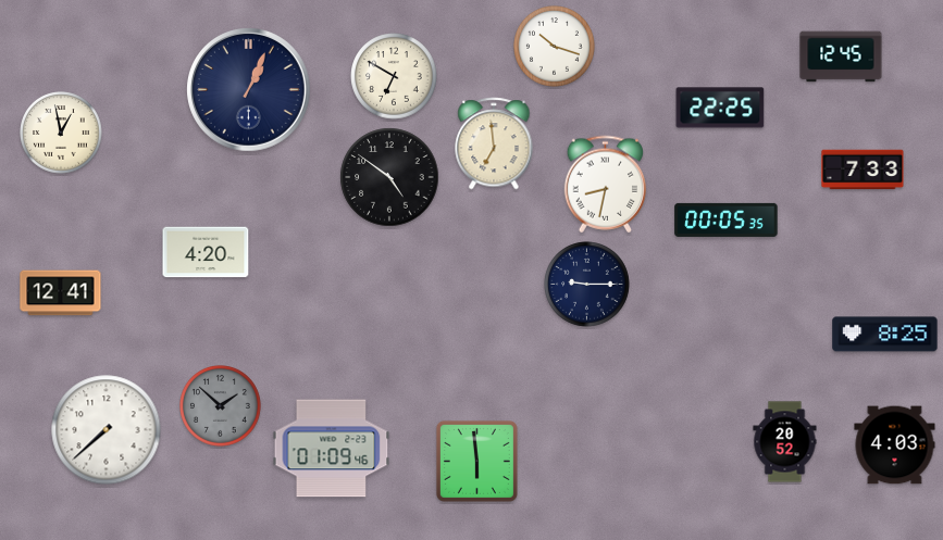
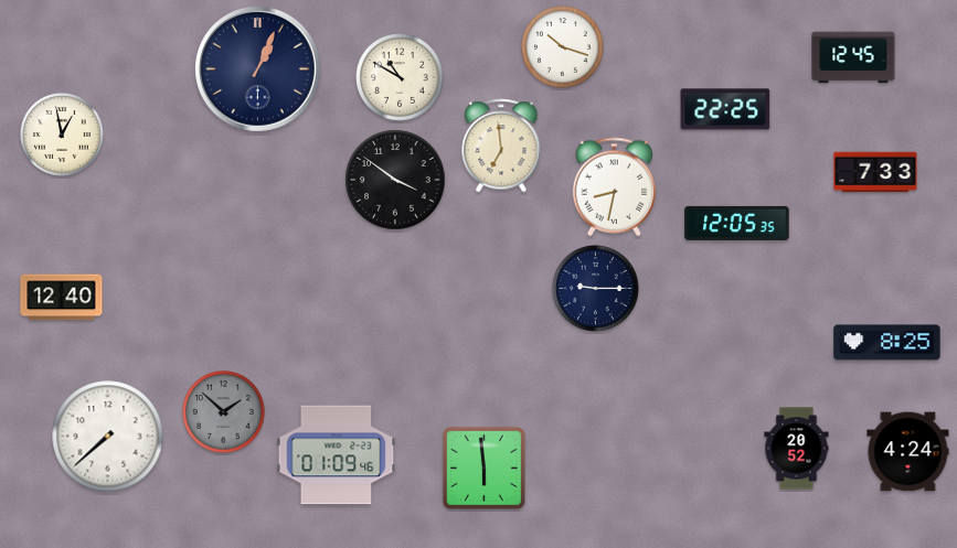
clock at (394, 76): 6:50 -> 10:50
clock at (249, 90) position: (249, 90) -> (258, 69)
clock at (720, 108) position: (720, 108) -> (725, 109)
clock at (389, 177): 4:51 -> 3:51
clock at (727, 219): 00:05 -> 12:05
clock at (206, 252): 4:20 -> none
clock at (61, 293): 12:41 -> 12:40
clock at (885, 335) position: (885, 335) -> (887, 343)
clock at (895, 445): 4:03 -> 4:24
